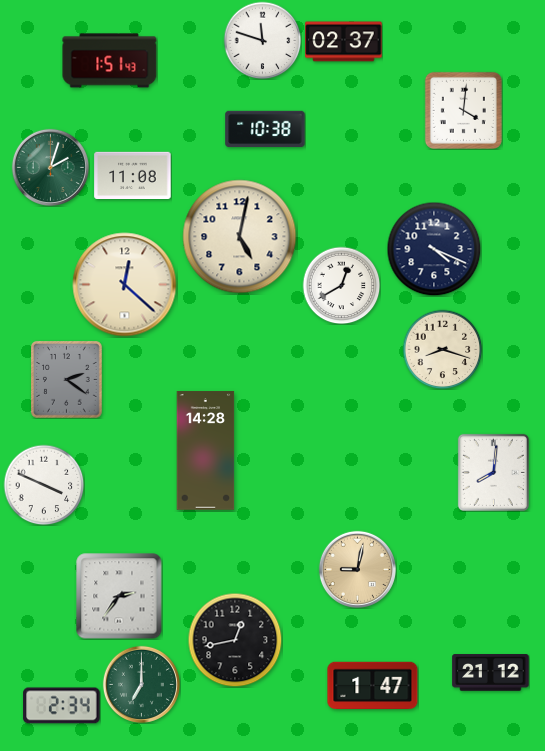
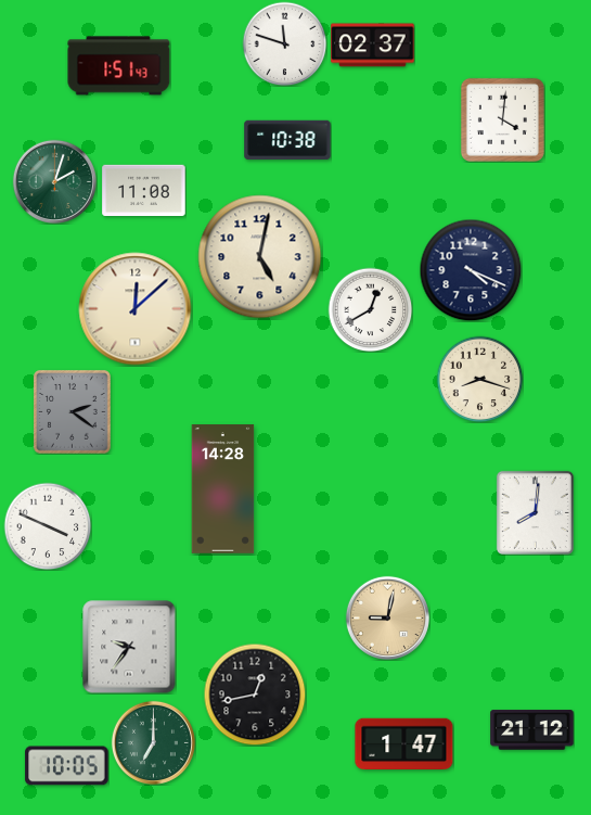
clock at (125, 285): 12:22 -> 12:08
clock at (119, 596): 2:36 -> 9:36
clock at (62, 706): 2:34 -> 10:05
